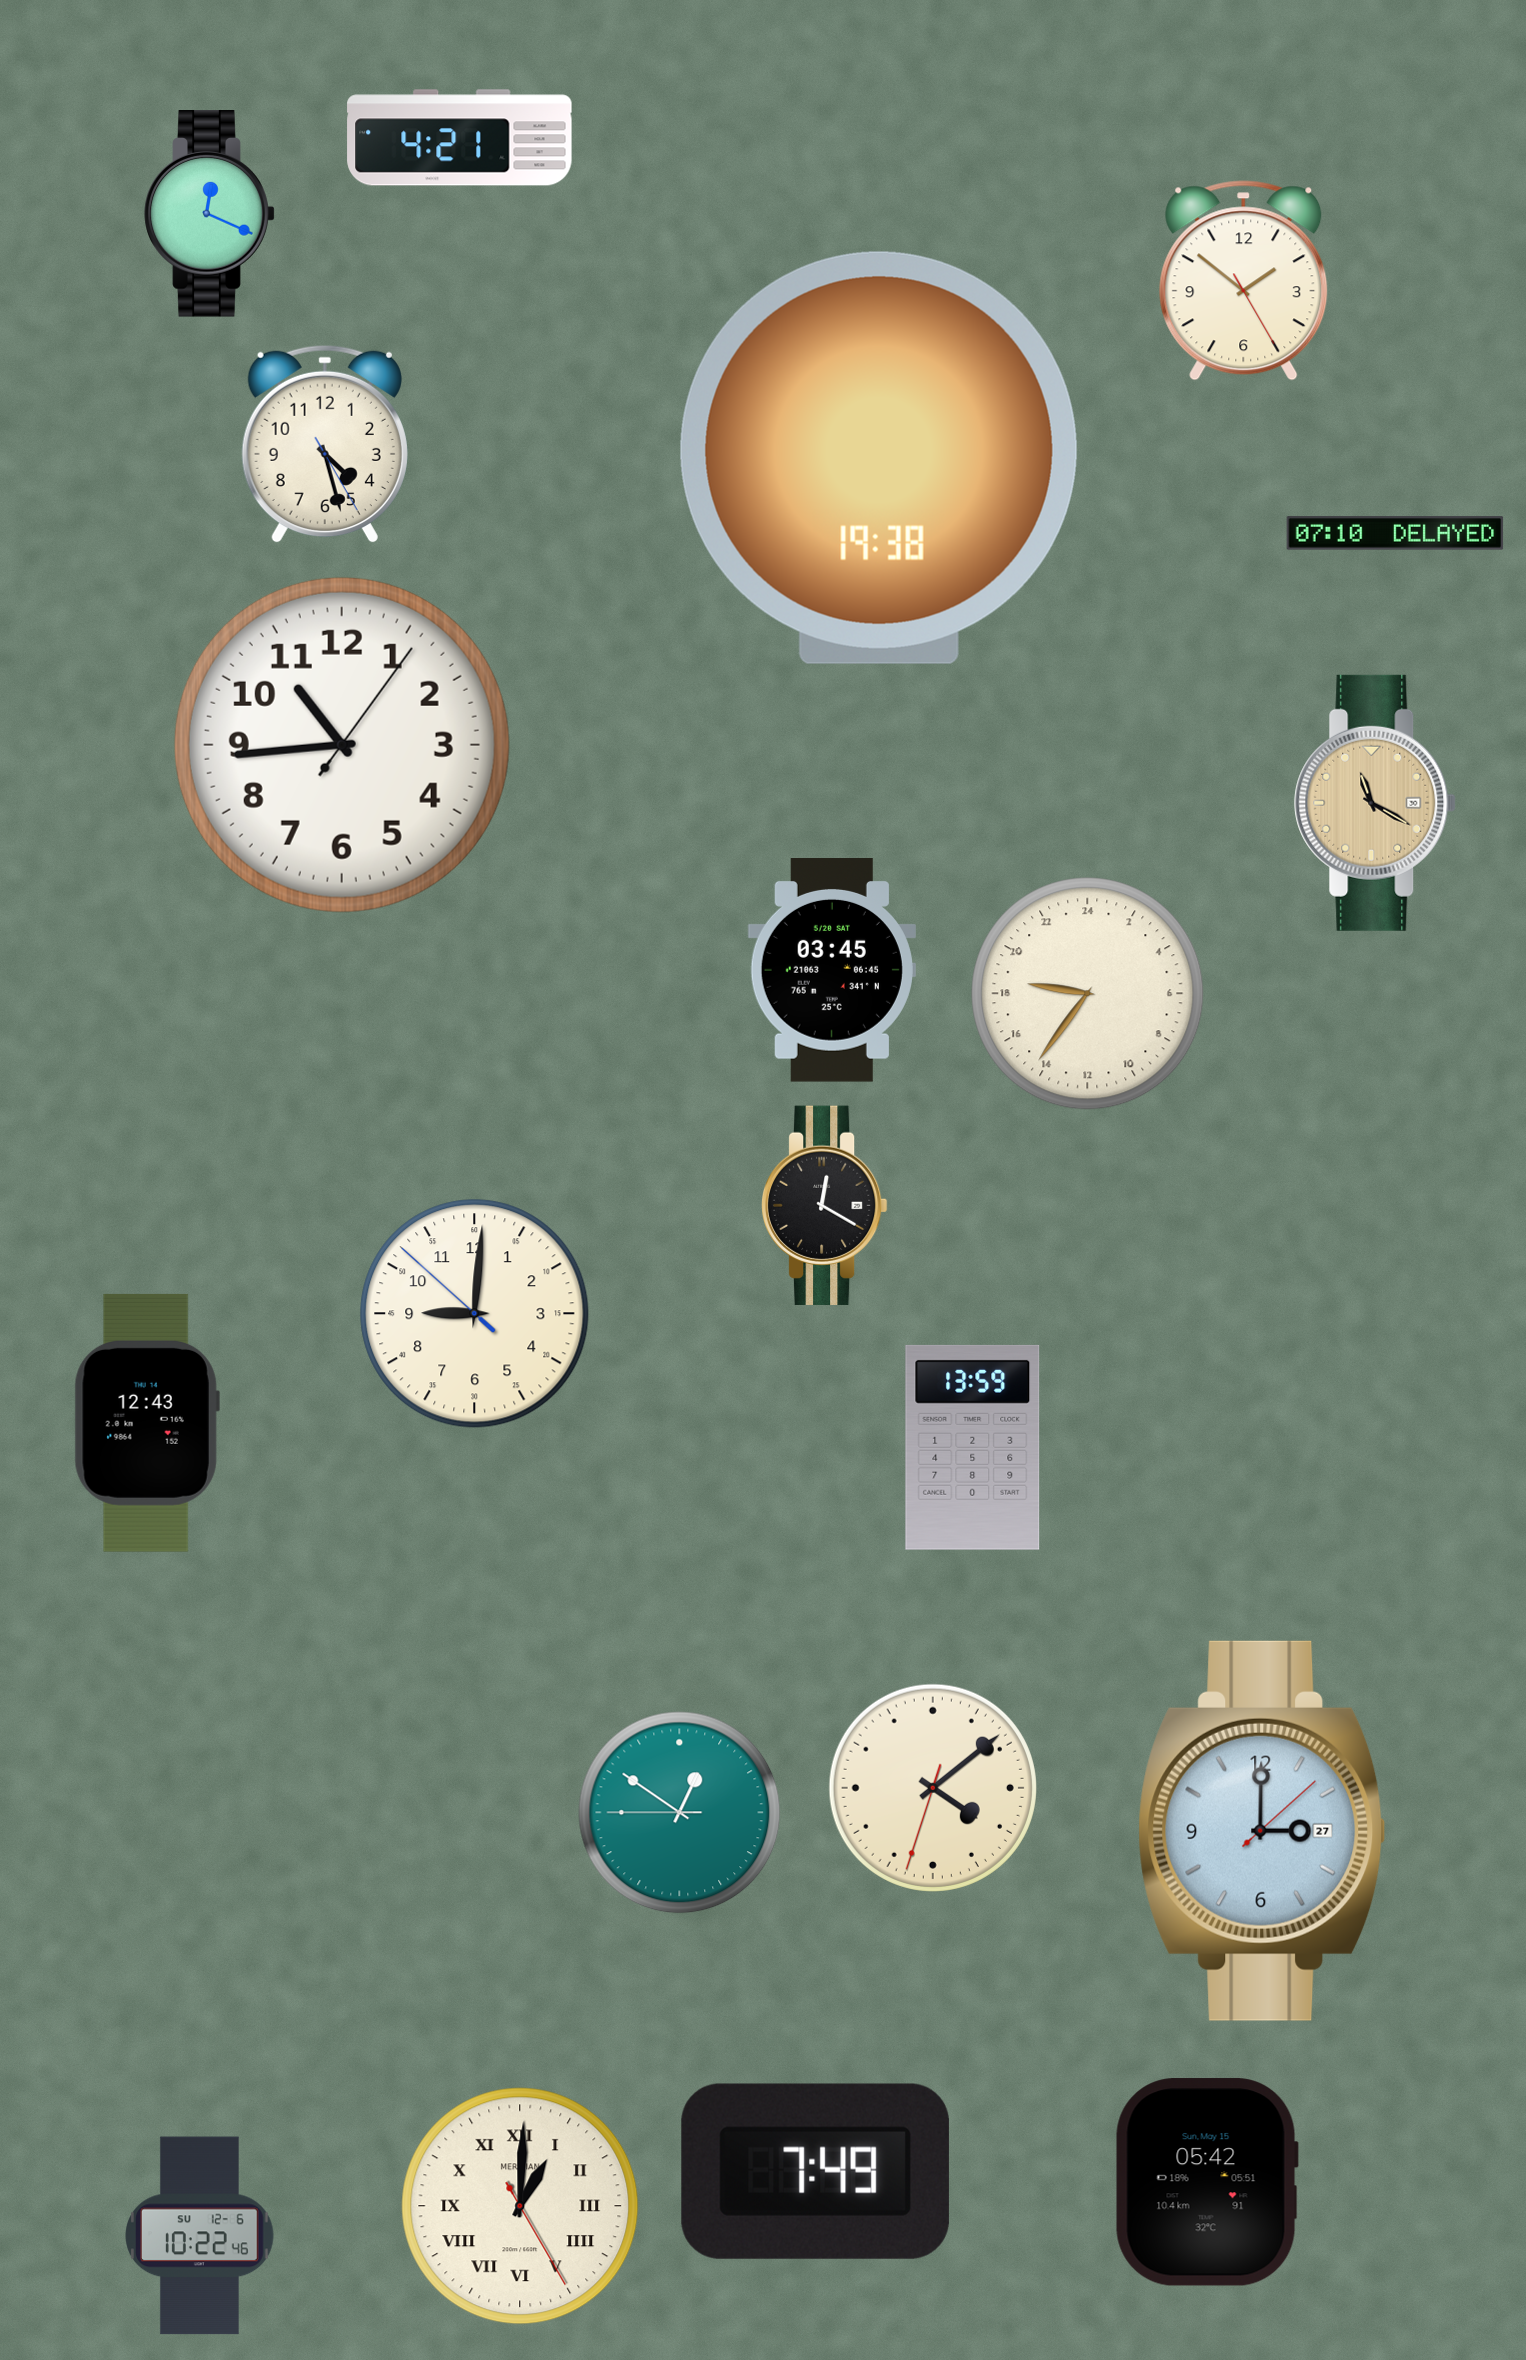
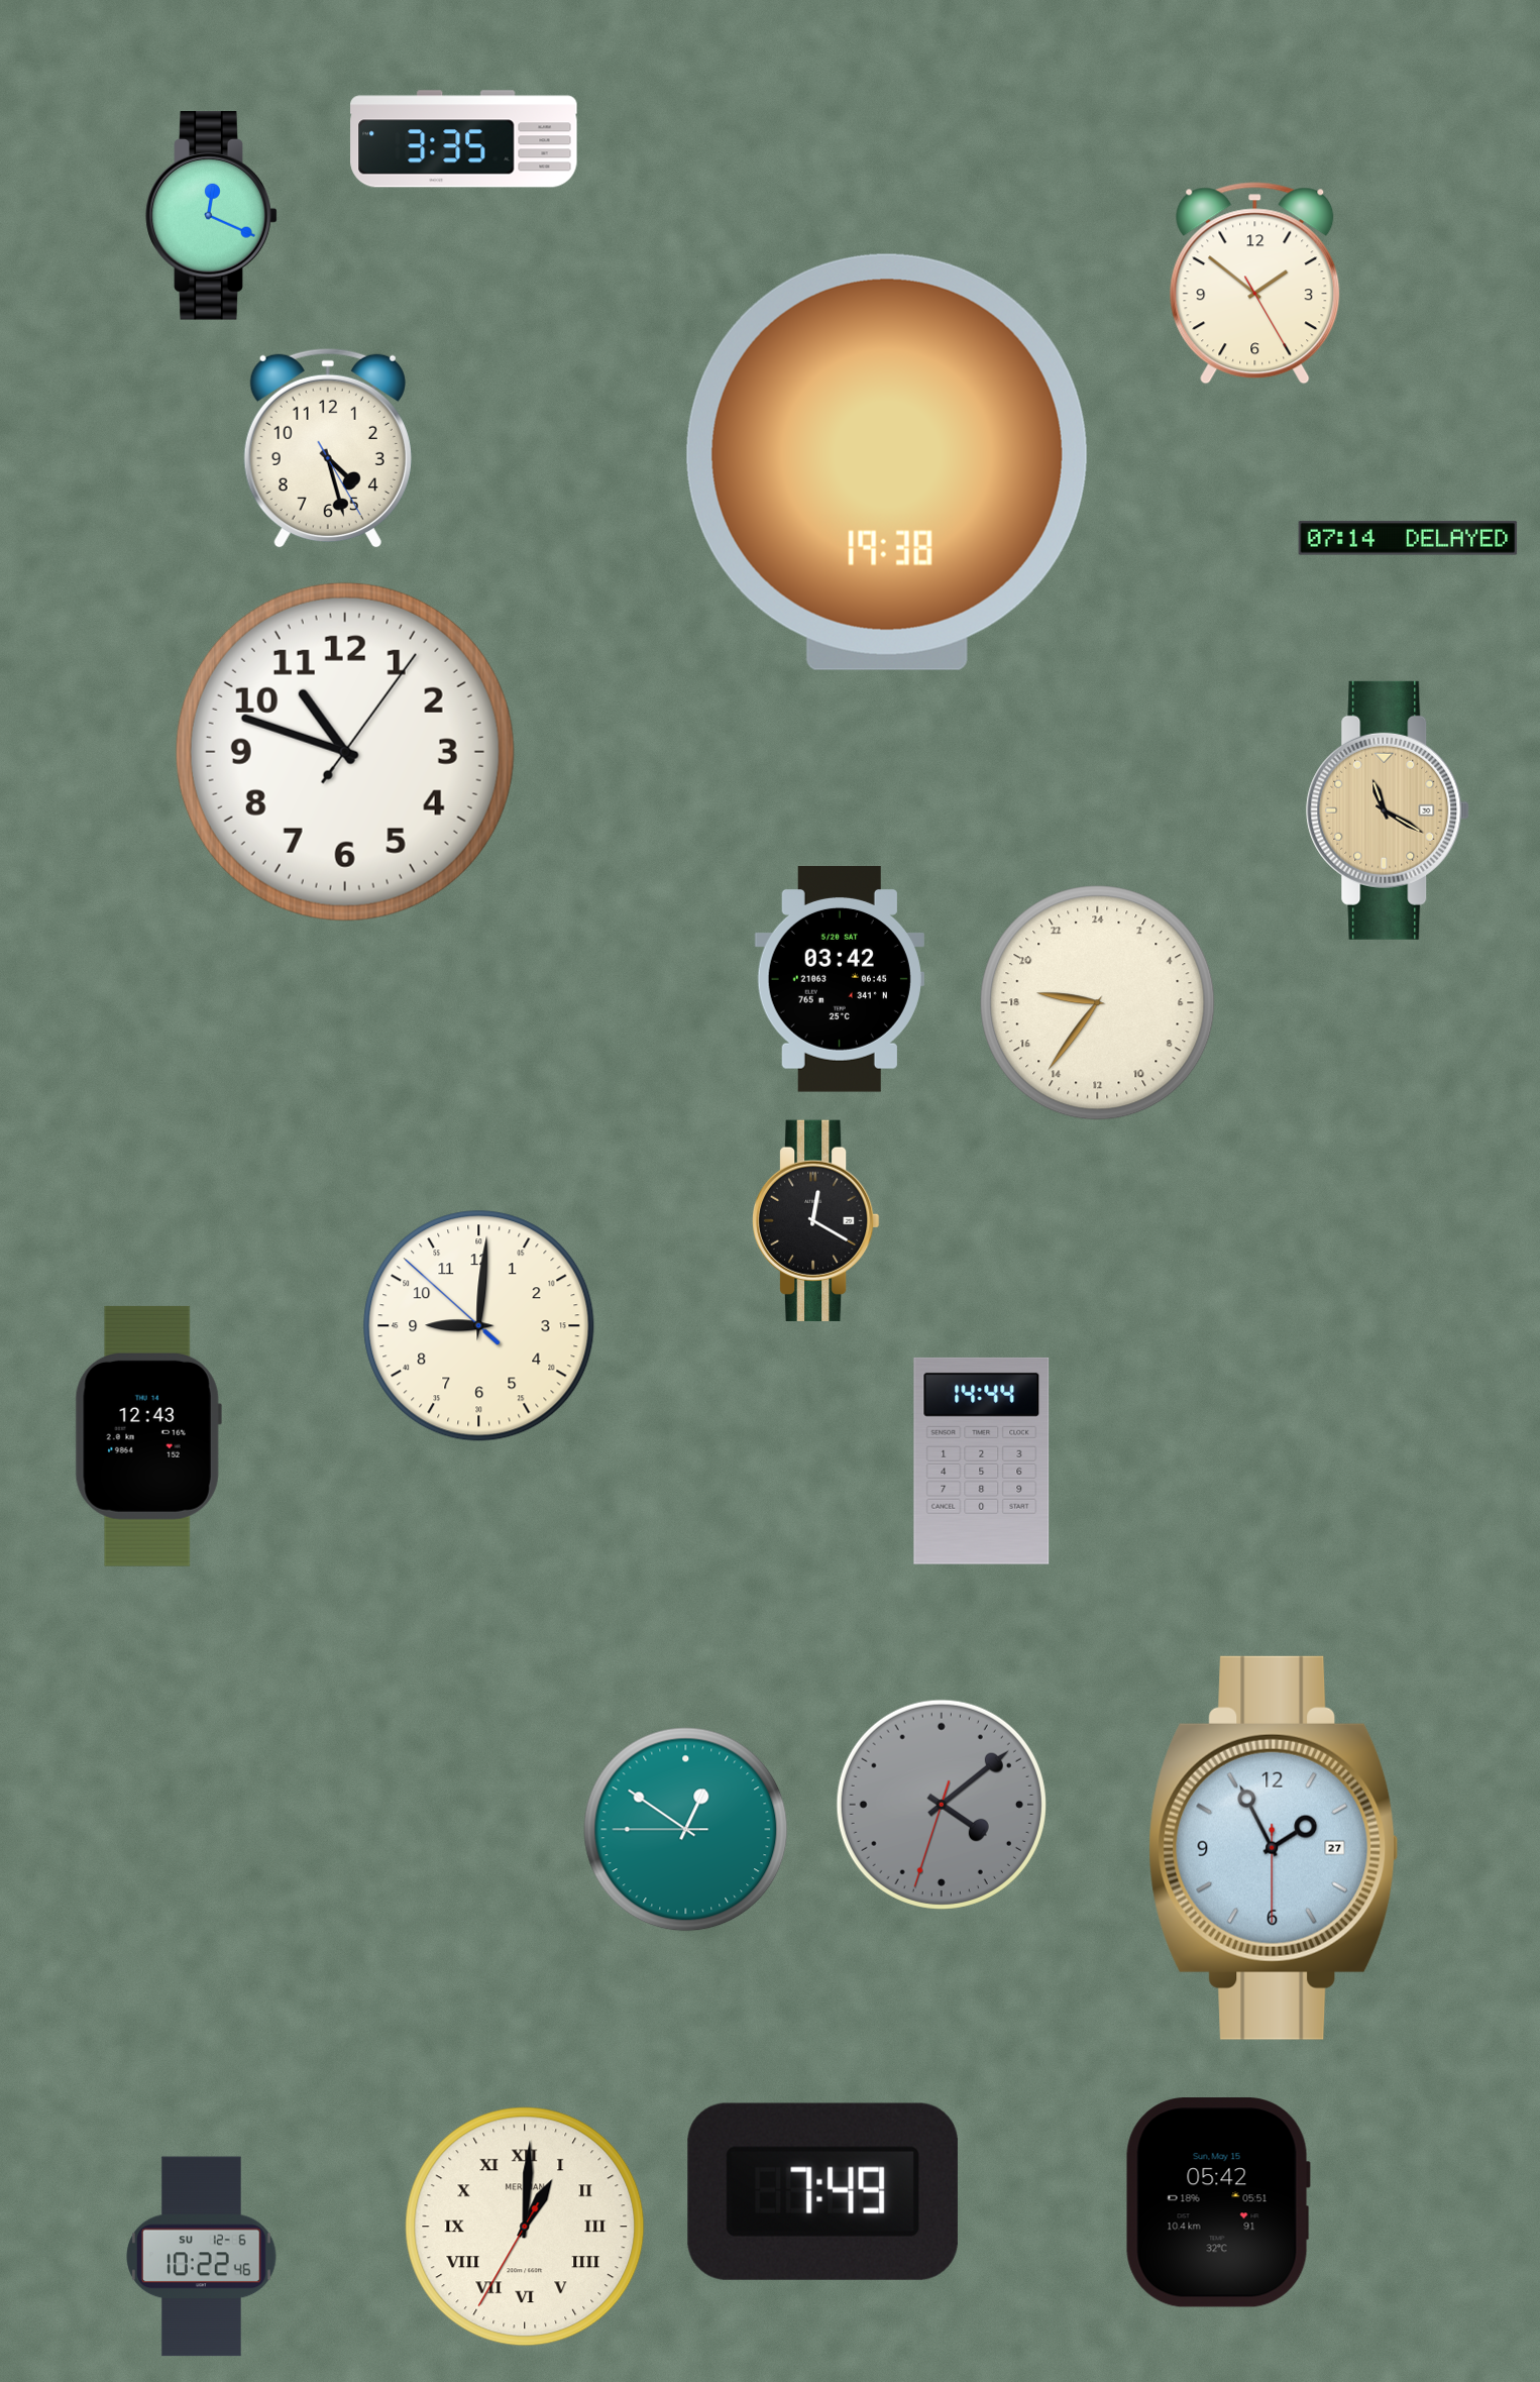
clock at (460, 138): 4:21 -> 3:35
clock at (1395, 533): 07:10 -> 07:14
clock at (342, 745): 10:44 -> 10:48
clock at (832, 971): 03:45 -> 03:42
clock at (824, 1205) position: (824, 1205) -> (815, 1220)
clock at (973, 1447): 13:59 -> 14:44
clock at (933, 1788) dial: cream -> grey
clock at (1262, 1831): 3:00 -> 1:55
clock at (520, 2206): 1:00:25 -> 1:00:35
